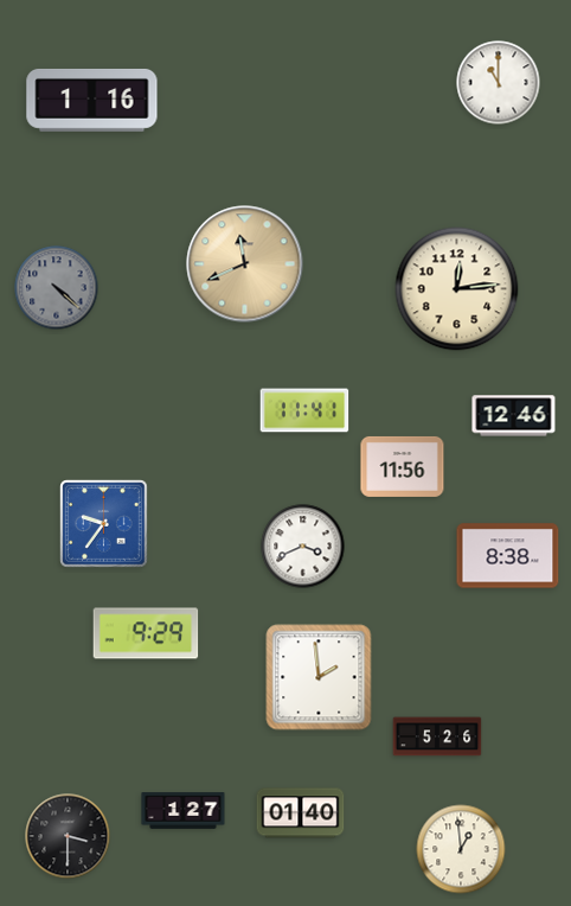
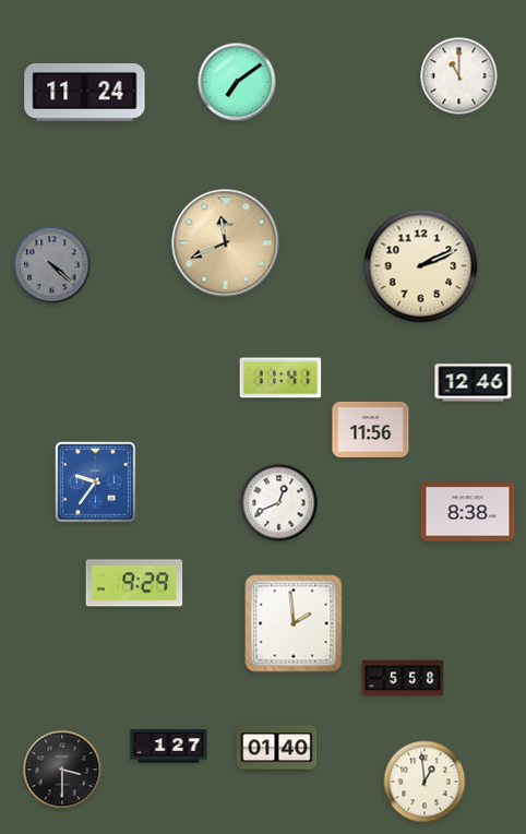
clock at (237, 82): none -> 7:09
clock at (92, 100): 1:16 -> 11:24
clock at (457, 289): 12:14 -> 2:11
clock at (303, 547): 3:41 -> 12:41
clock at (437, 736): 5:26 -> 5:58
